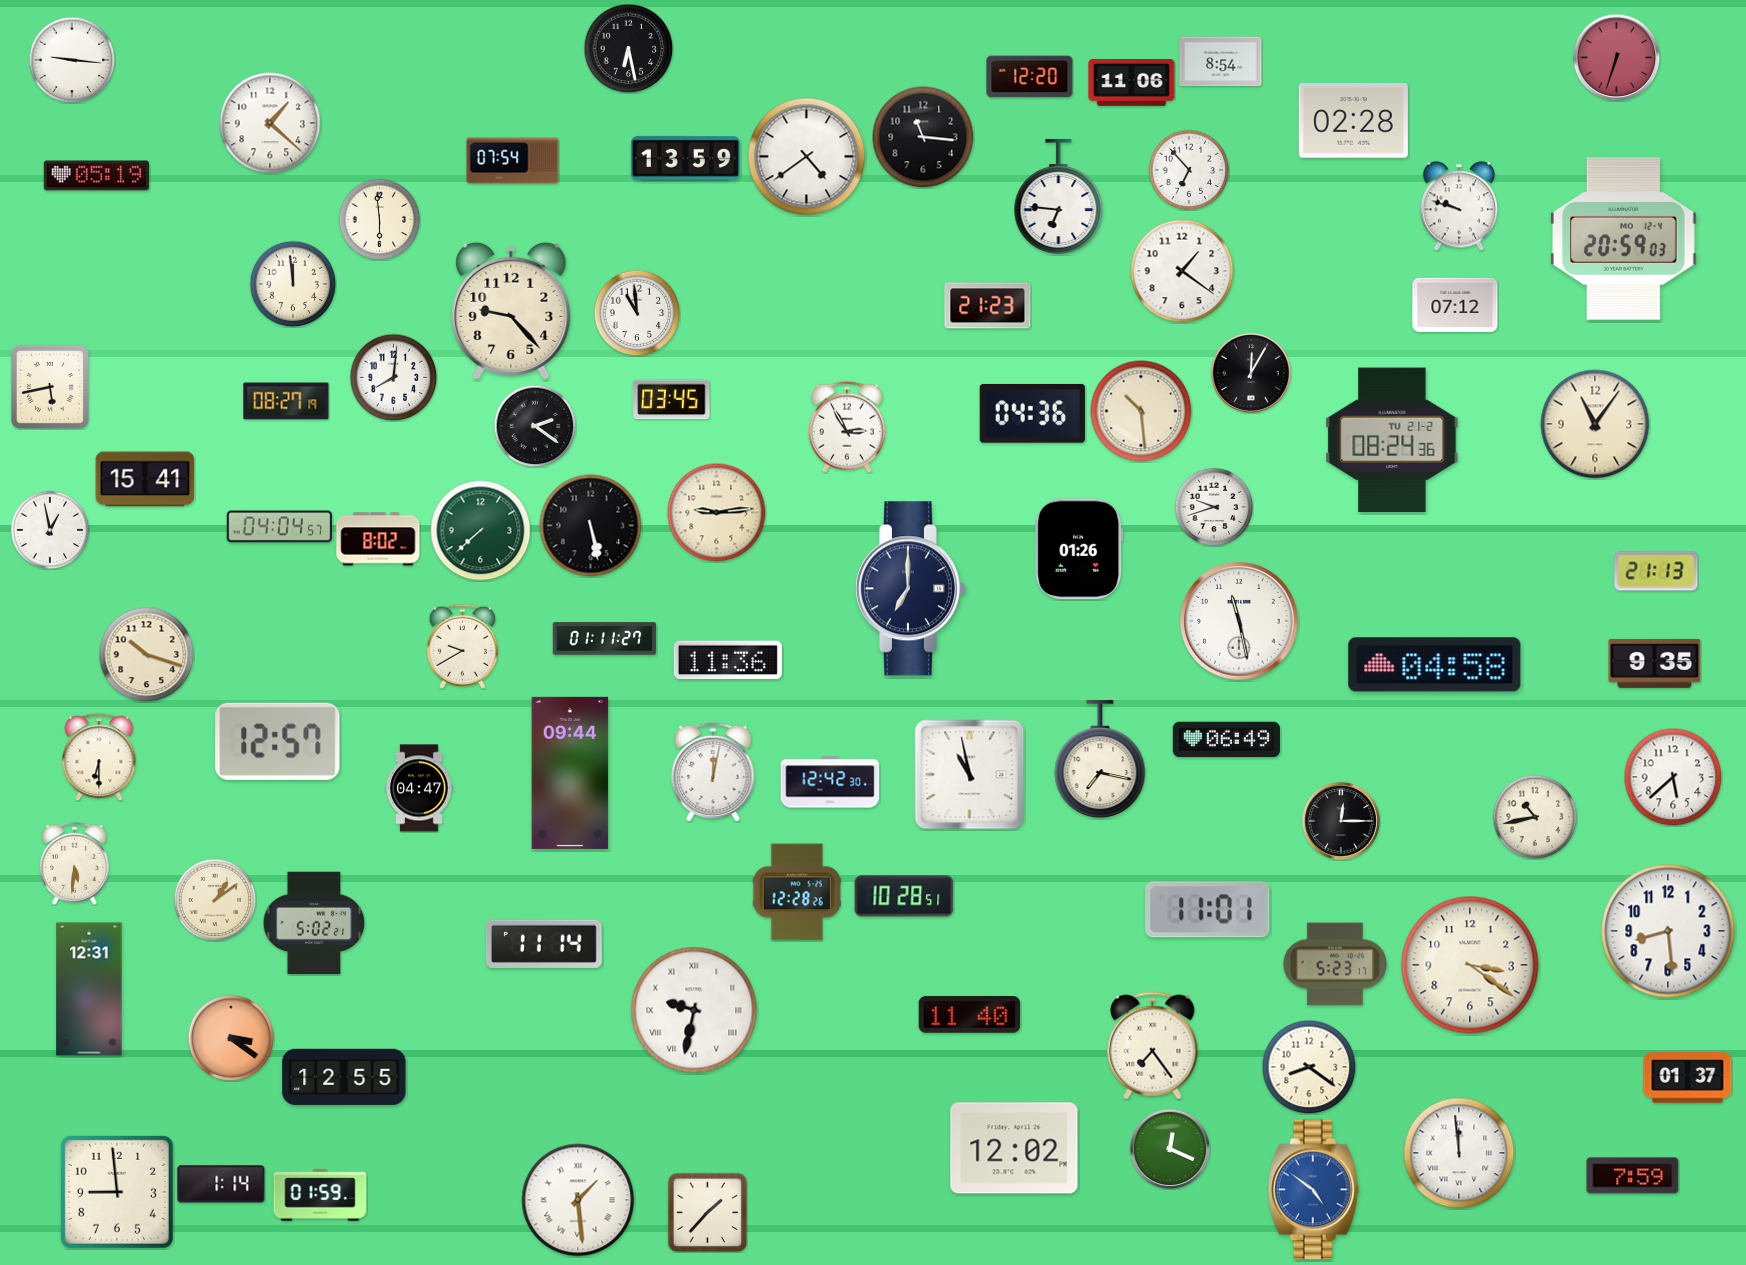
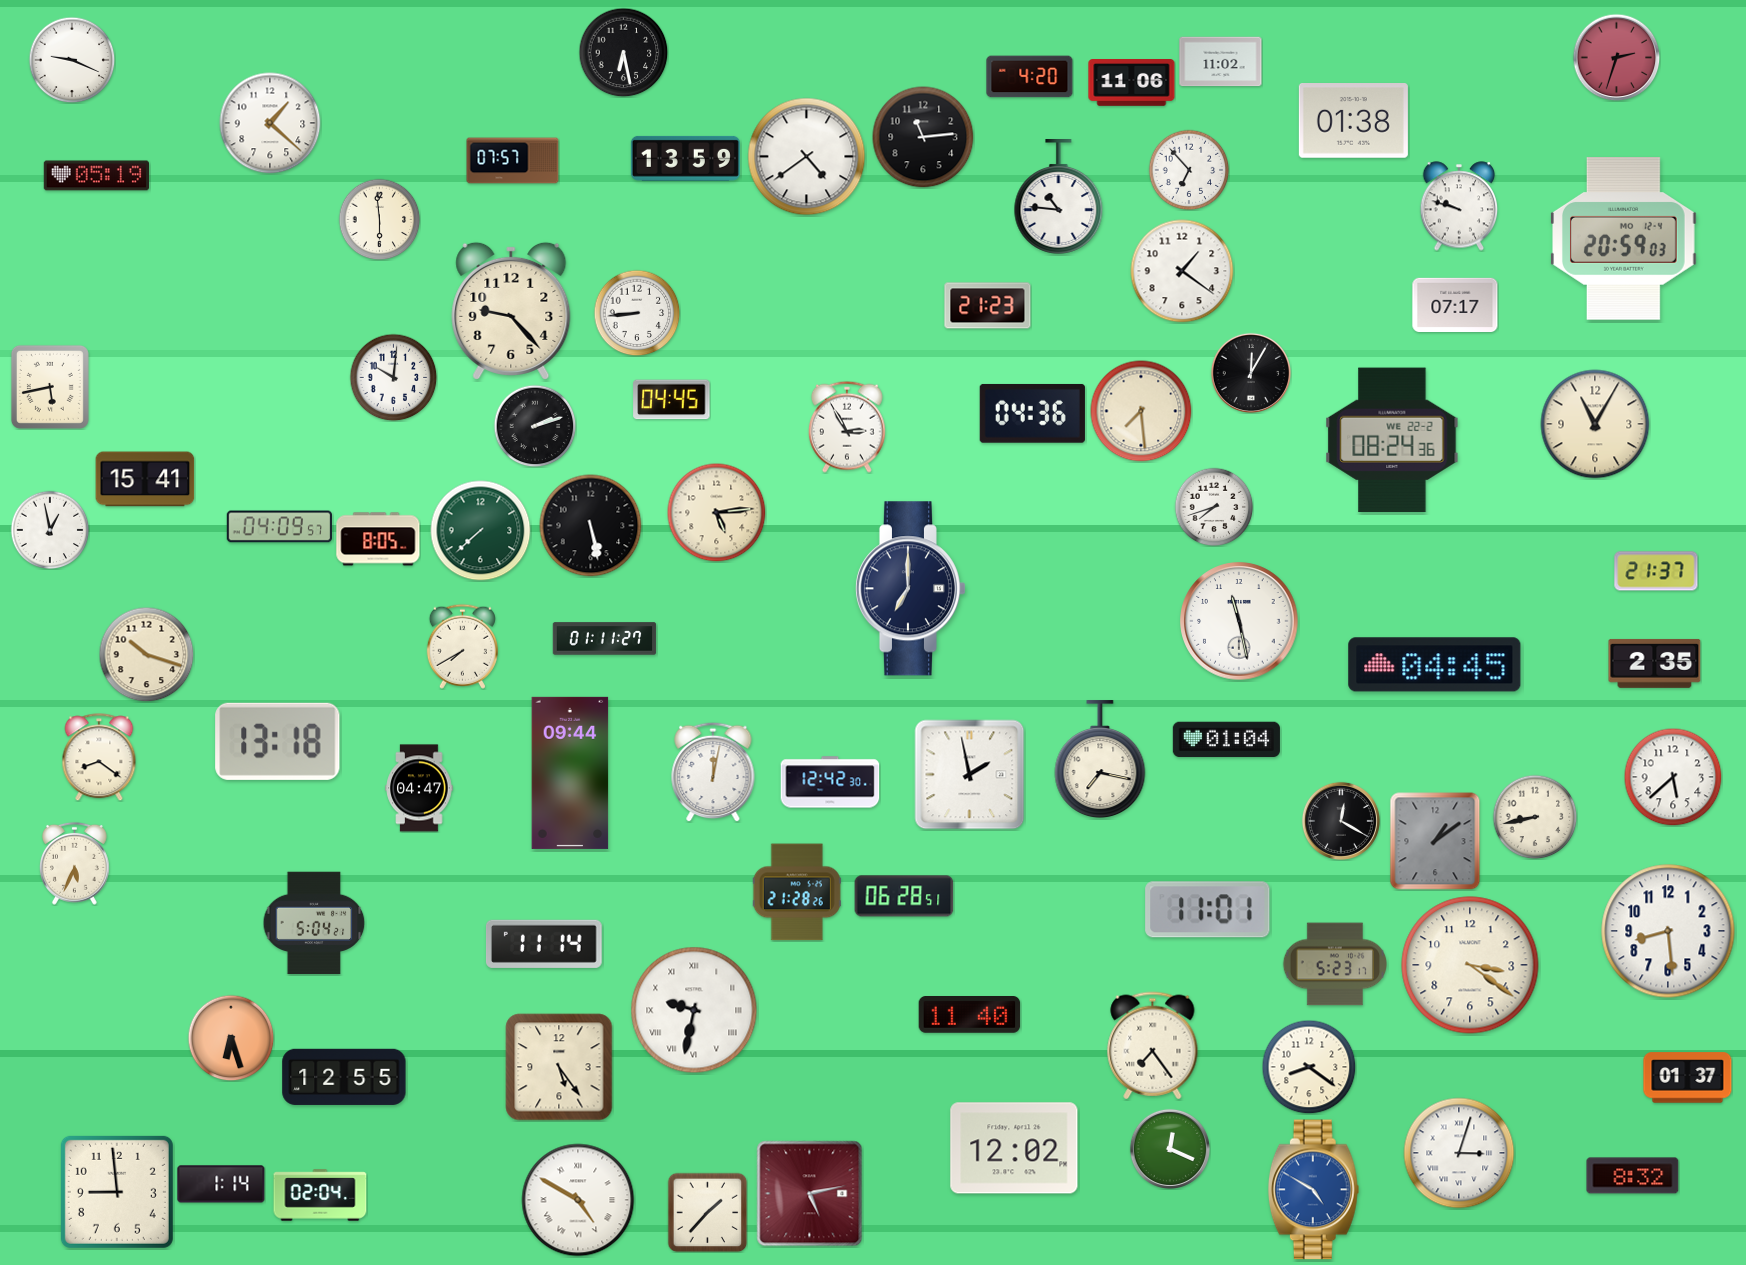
clock at (628, 48) position: (628, 48) -> (623, 52)
clock at (1616, 57): 6:33 -> 2:33
clock at (72, 60): 9:16 -> 9:19
clock at (1221, 62): 8:54 -> 11:02
clock at (1030, 77): 12:20 -> 4:20
clock at (1353, 121): 02:28 -> 01:38
clock at (923, 137): 11:16 -> 11:14
clock at (513, 161): 07:54 -> 07:57
clock at (1059, 197): 6:46 -> 10:46
clock at (293, 284): 11:59 -> none
clock at (1455, 304): 07:12 -> 07:17
clock at (637, 313): 10:59 -> 8:44
clock at (393, 377): 8:01 -> 10:01
clock at (672, 400): 03:45 -> 04:45
clock at (286, 401): 08:27 -> none
clock at (1141, 411): 10:29 -> 7:29
clock at (1595, 424): 11:06 -> 11:05
clock at (535, 426): 2:21 -> 2:12
clock at (1392, 440) date: TU 21-2 -> WE 22-2
clock at (1214, 507): 9:42 -> 7:42
clock at (717, 513): 9:14 -> 5:14
clock at (279, 527): 04:04 -> 04:09
clock at (378, 539): 8:02 -> 8:05
clock at (1079, 549): 01:26 -> none
clock at (1656, 571): 21:13 -> 21:37
clock at (462, 646): 9:40 -> 7:40
clock at (728, 660): 11:36 -> none
clock at (1655, 664): 9:35 -> 2:35
clock at (1435, 665): 04:58 -> 04:45
clock at (1226, 740): 06:49 -> 01:04
clock at (278, 741): 12:57 -> 13:18
clock at (99, 757): 6:30 -> 8:21
clock at (970, 775): 10:58 -> 1:58
clock at (1535, 817): 10:43 -> 8:43
clock at (1341, 821): 12:15 -> 12:20
clock at (1435, 841): none -> 1:09
clock at (74, 863): 5:31 -> 5:34
clock at (797, 892): 12:28 -> 21:28
clock at (904, 896): 10:28 -> 06:28
clock at (215, 900): 1:09 -> none
clock at (314, 923): 5:02 -> 5:04
clock at (89, 989): 12:31 -> none
clock at (231, 1038): 3:21 -> 6:27
clock at (559, 1067): none -> 5:24
clock at (1459, 1153): 11:59 -> 3:03
clock at (1633, 1176): 7:59 -> 8:32
clock at (1313, 1190): 4:51 -> 4:50
clock at (810, 1194): none -> 5:13
clock at (320, 1195): 01:59 -> 02:04
clock at (578, 1200): 1:29 -> 4:50
